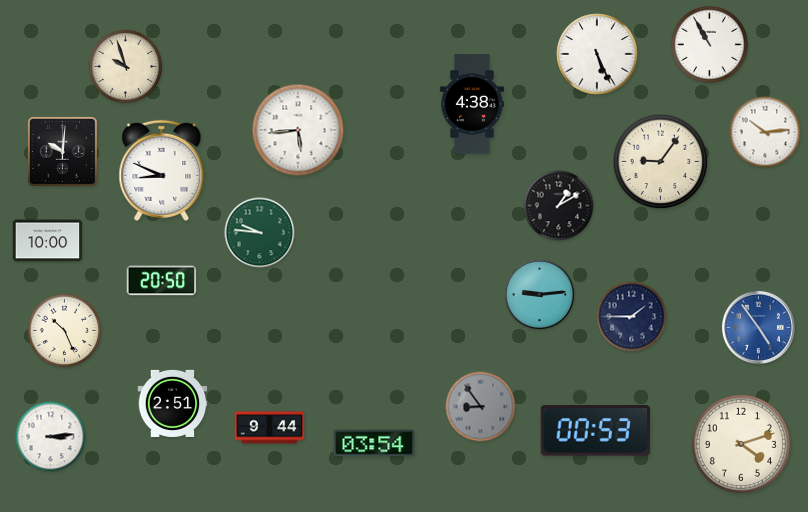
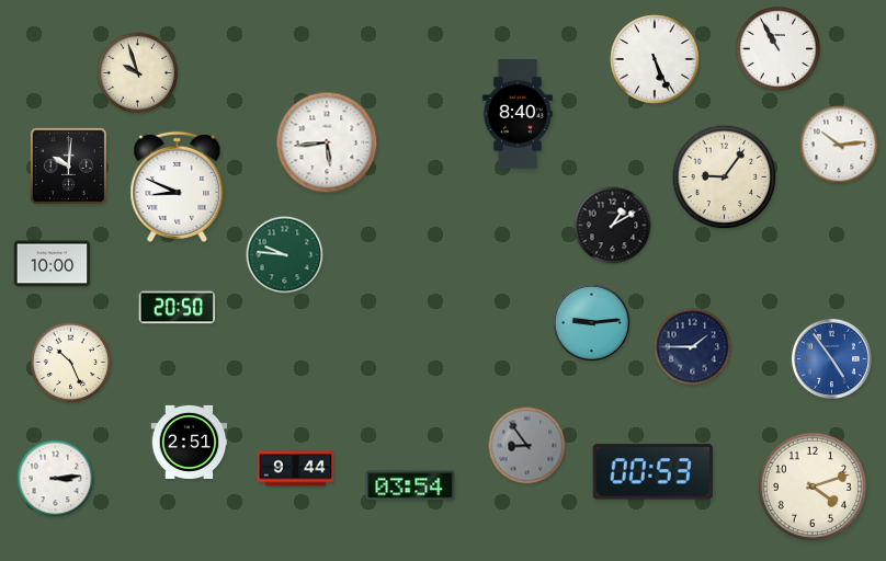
clock at (472, 104): 4:38 -> 8:40
